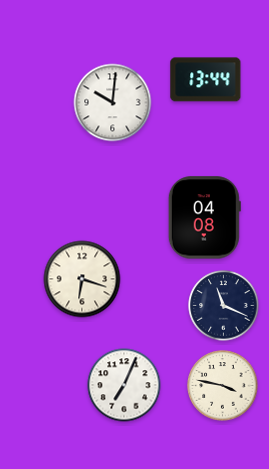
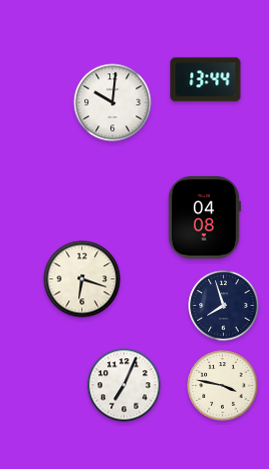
clock at (224, 306): 11:19 -> 7:57
